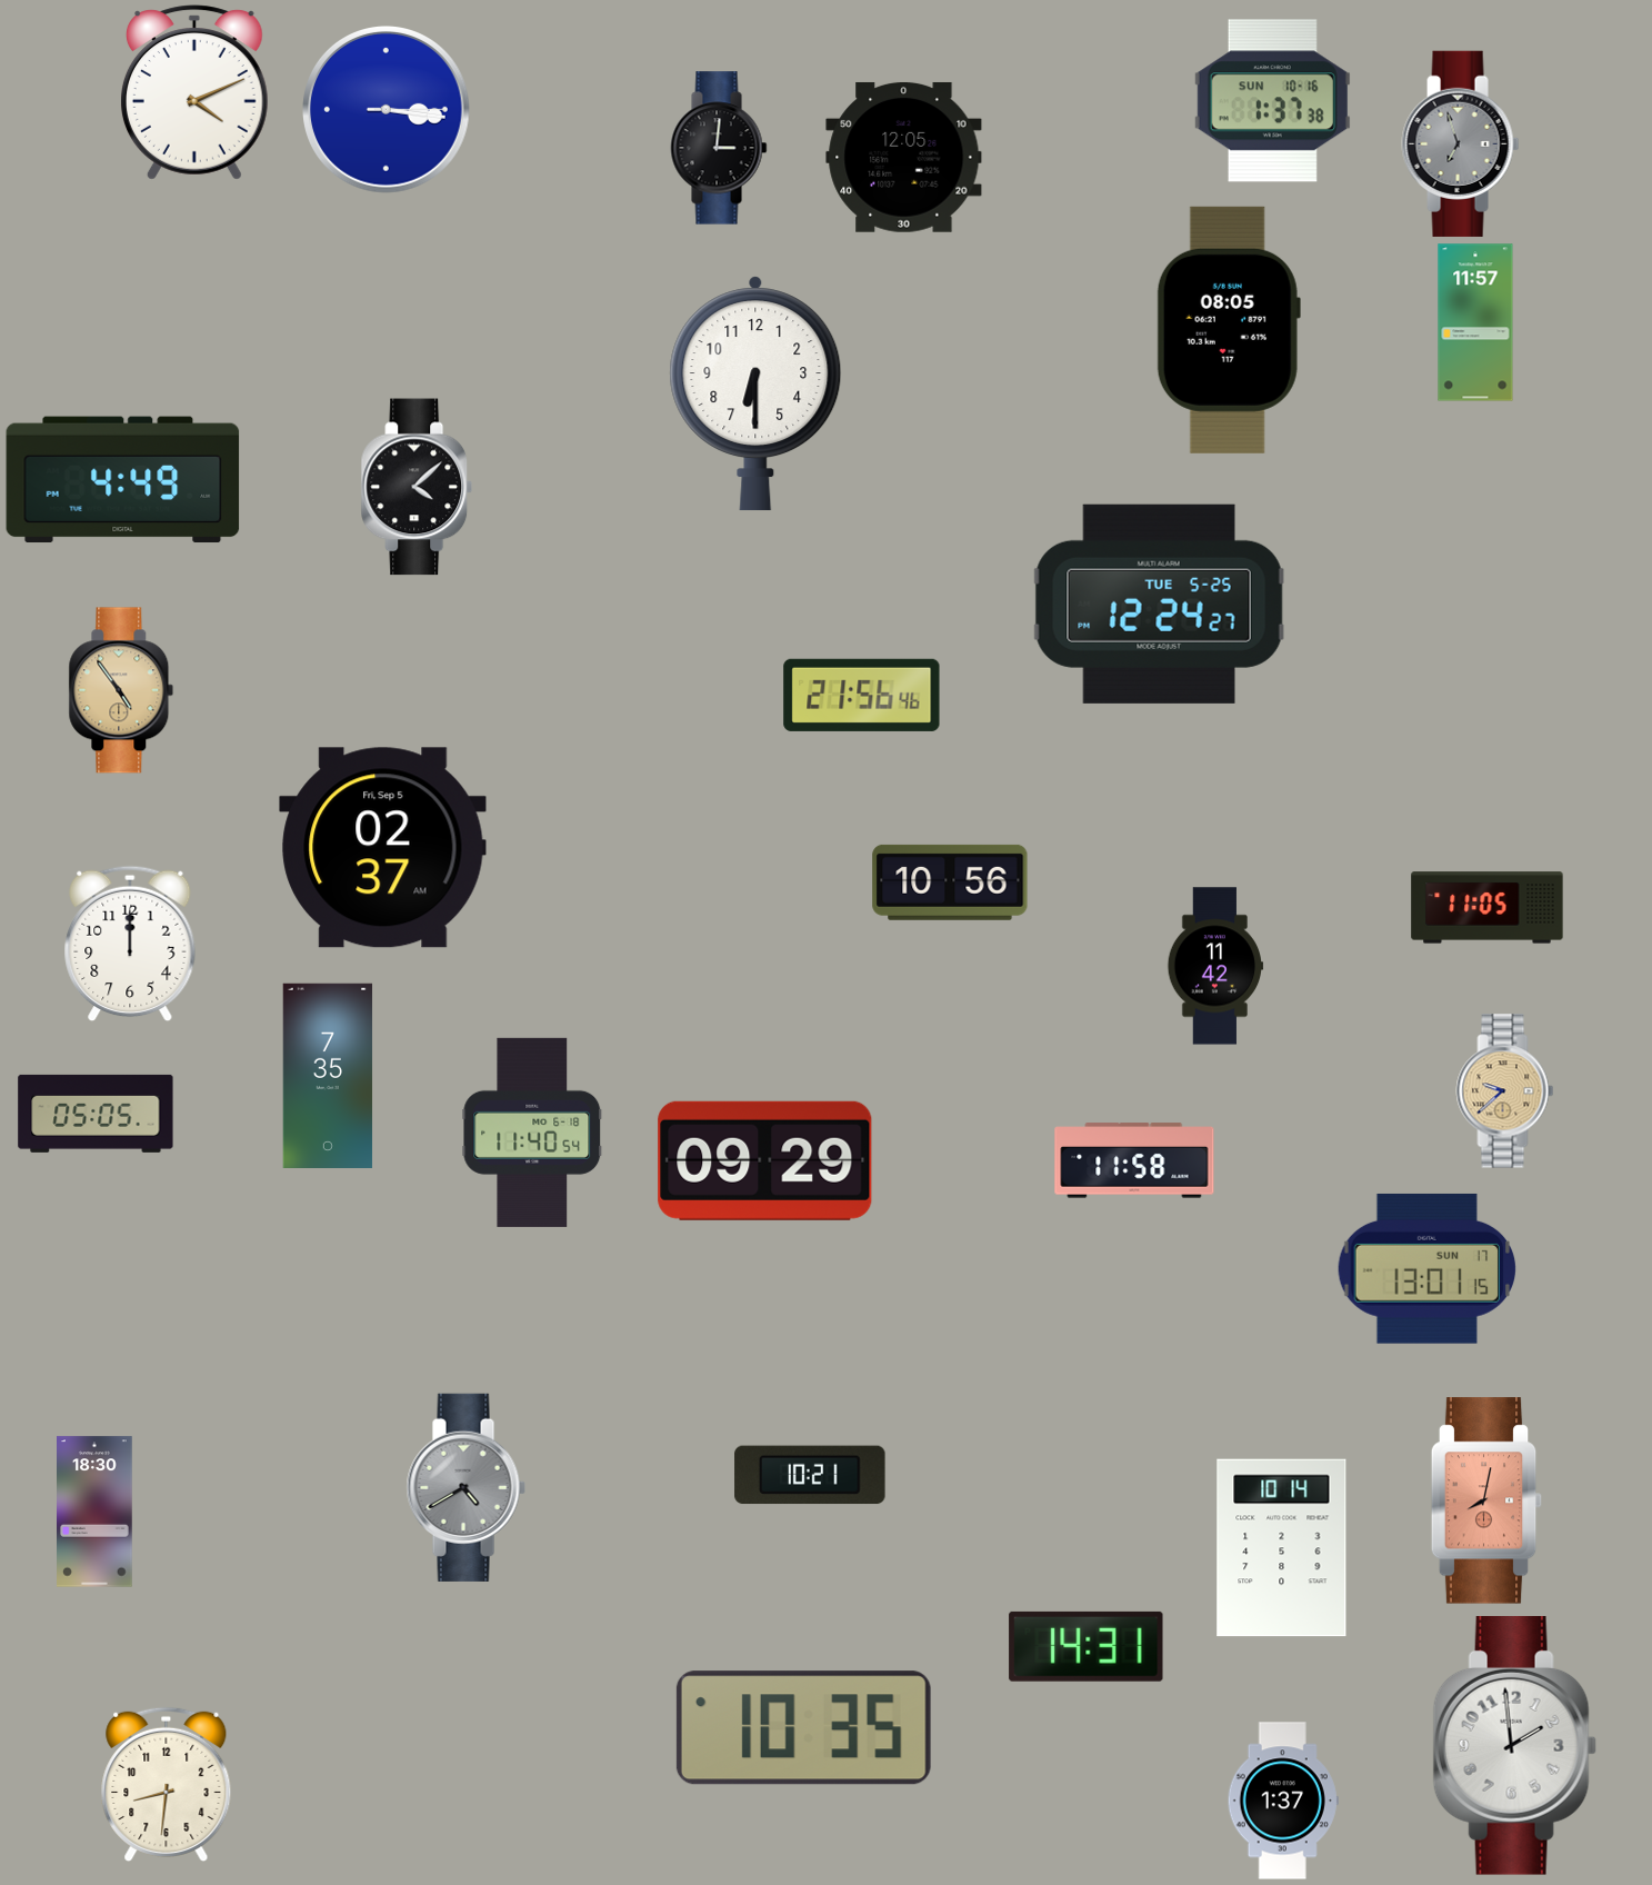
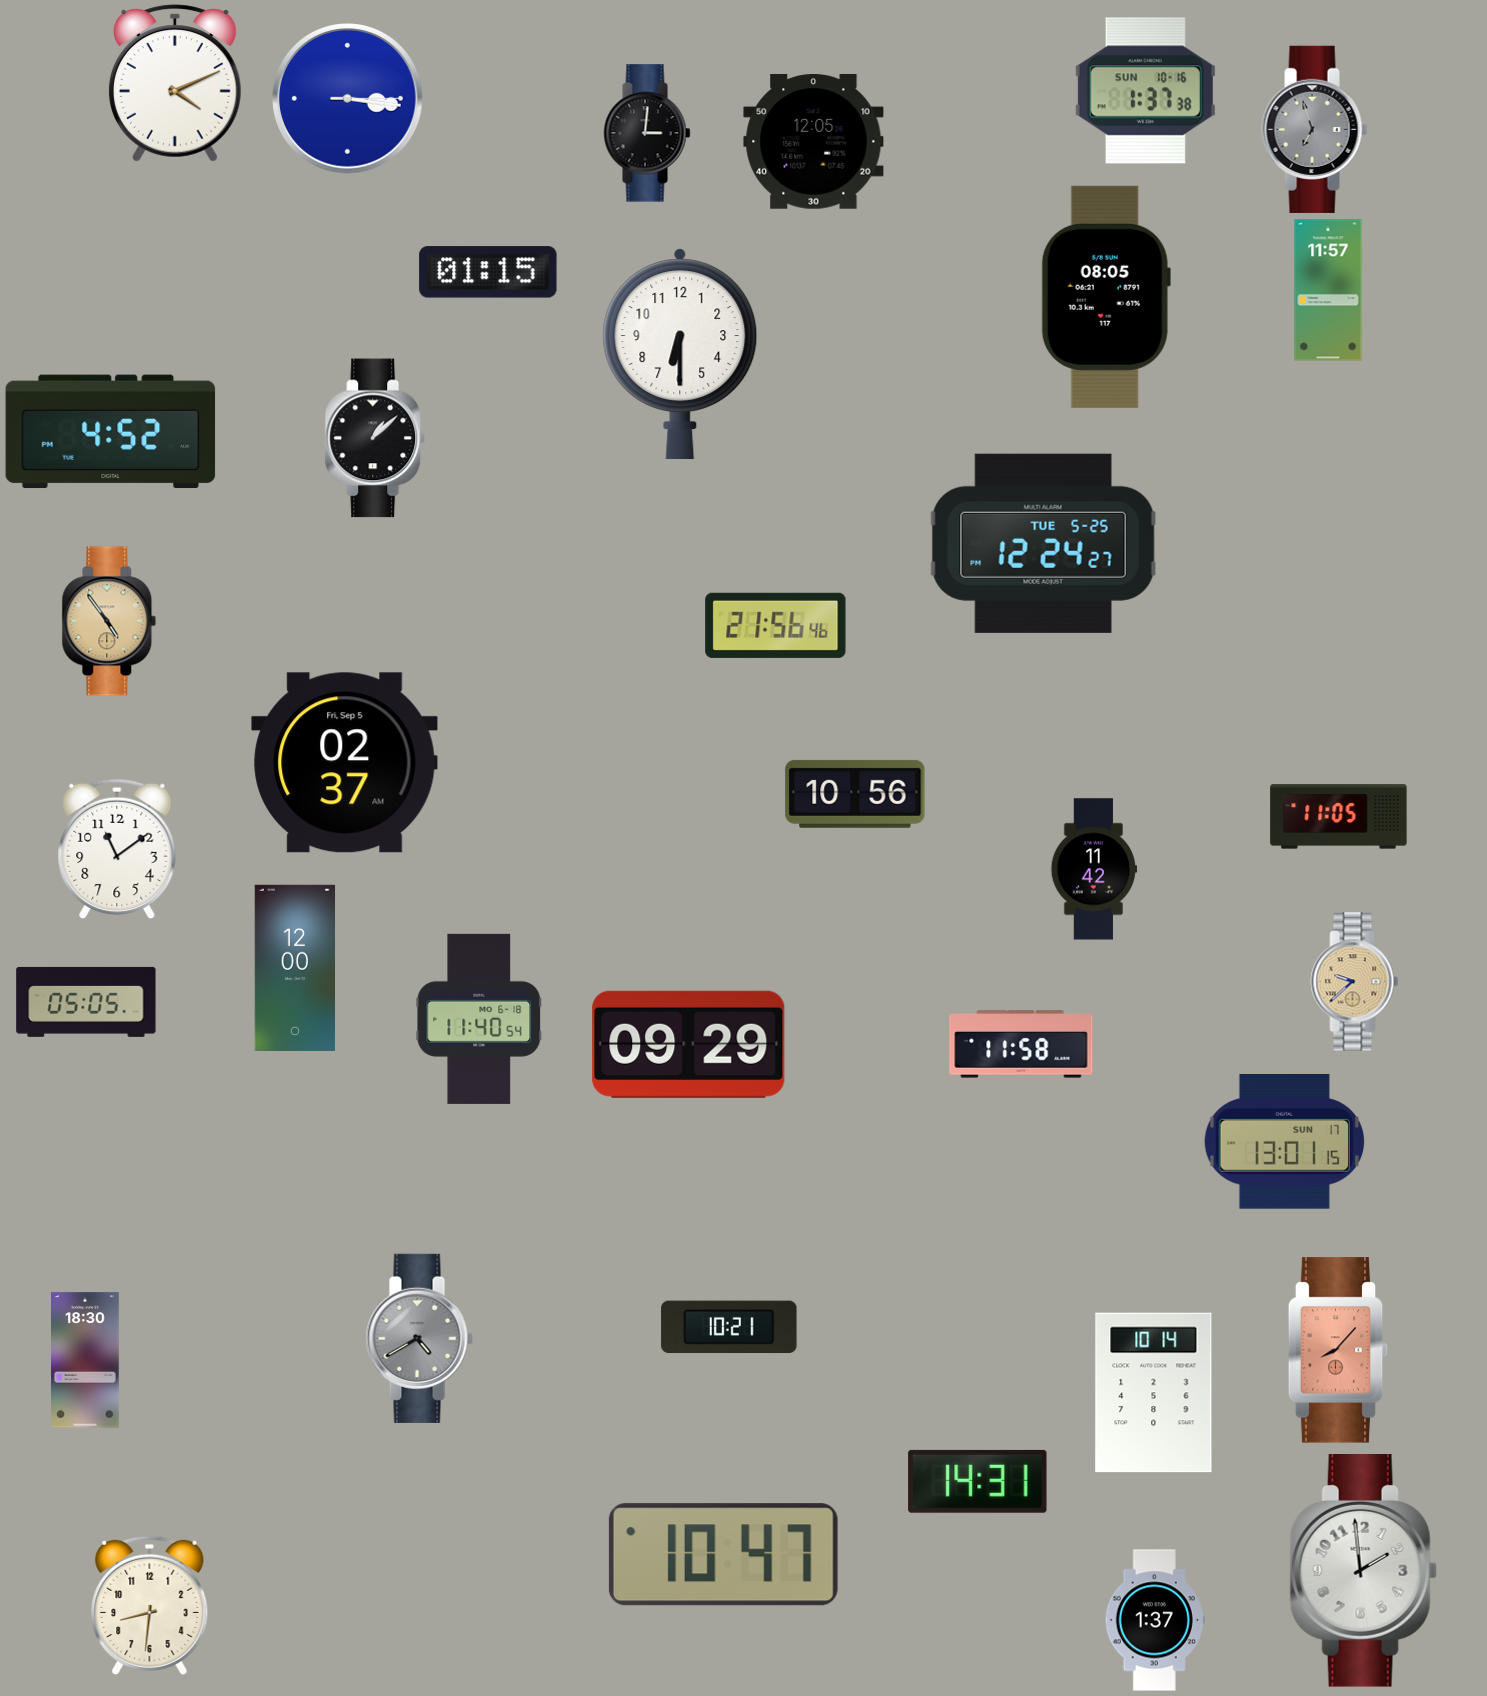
clock at (488, 272): none -> 01:15
clock at (123, 480): 4:49 -> 4:52
clock at (417, 487): 4:08 -> 1:08
clock at (130, 944): 12:00 -> 11:09
clock at (328, 1075): 7:35 -> 12:00
clock at (1486, 1500): 8:02 -> 8:07
clock at (803, 1728): 10:35 -> 10:47
